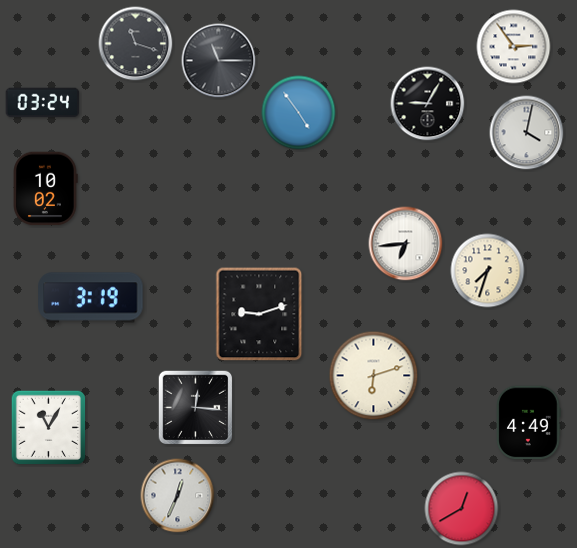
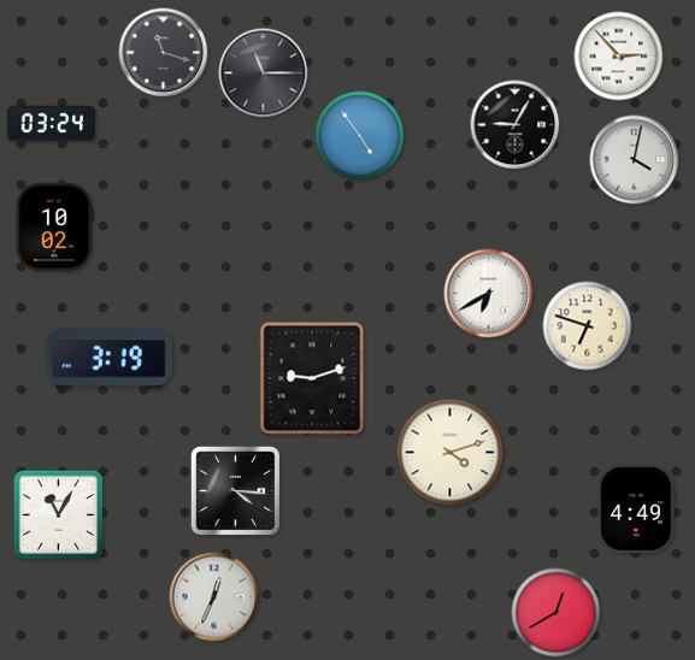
clock at (514, 47): 2:54 -> 2:53
clock at (406, 244): 6:44 -> 6:40
clock at (488, 271): 7:33 -> 6:48
clock at (374, 376): 6:12 -> 4:12
clock at (196, 408): 12:16 -> 4:16
